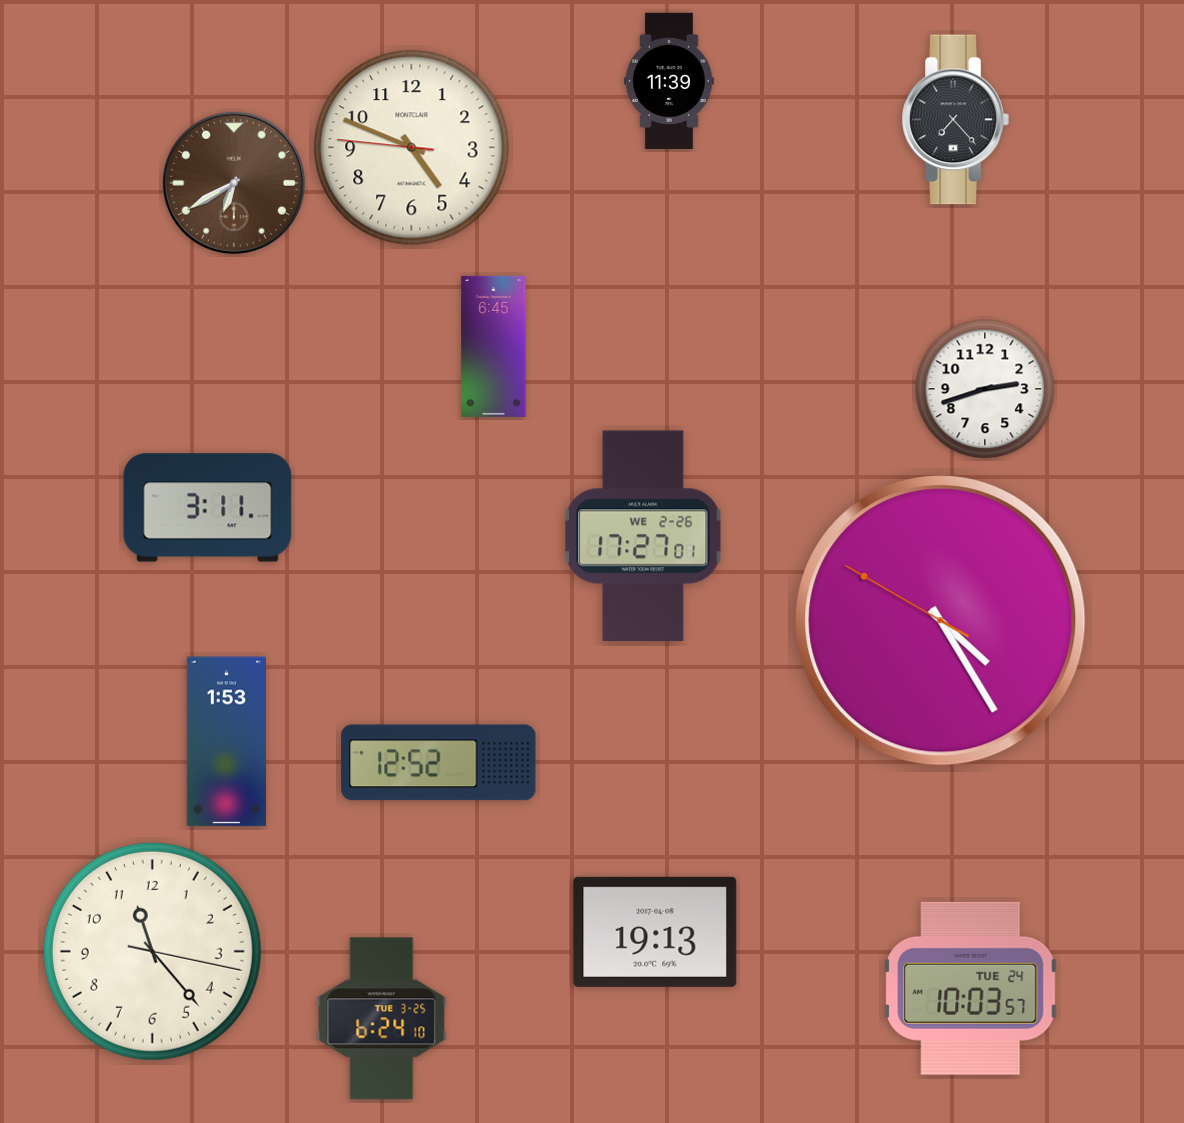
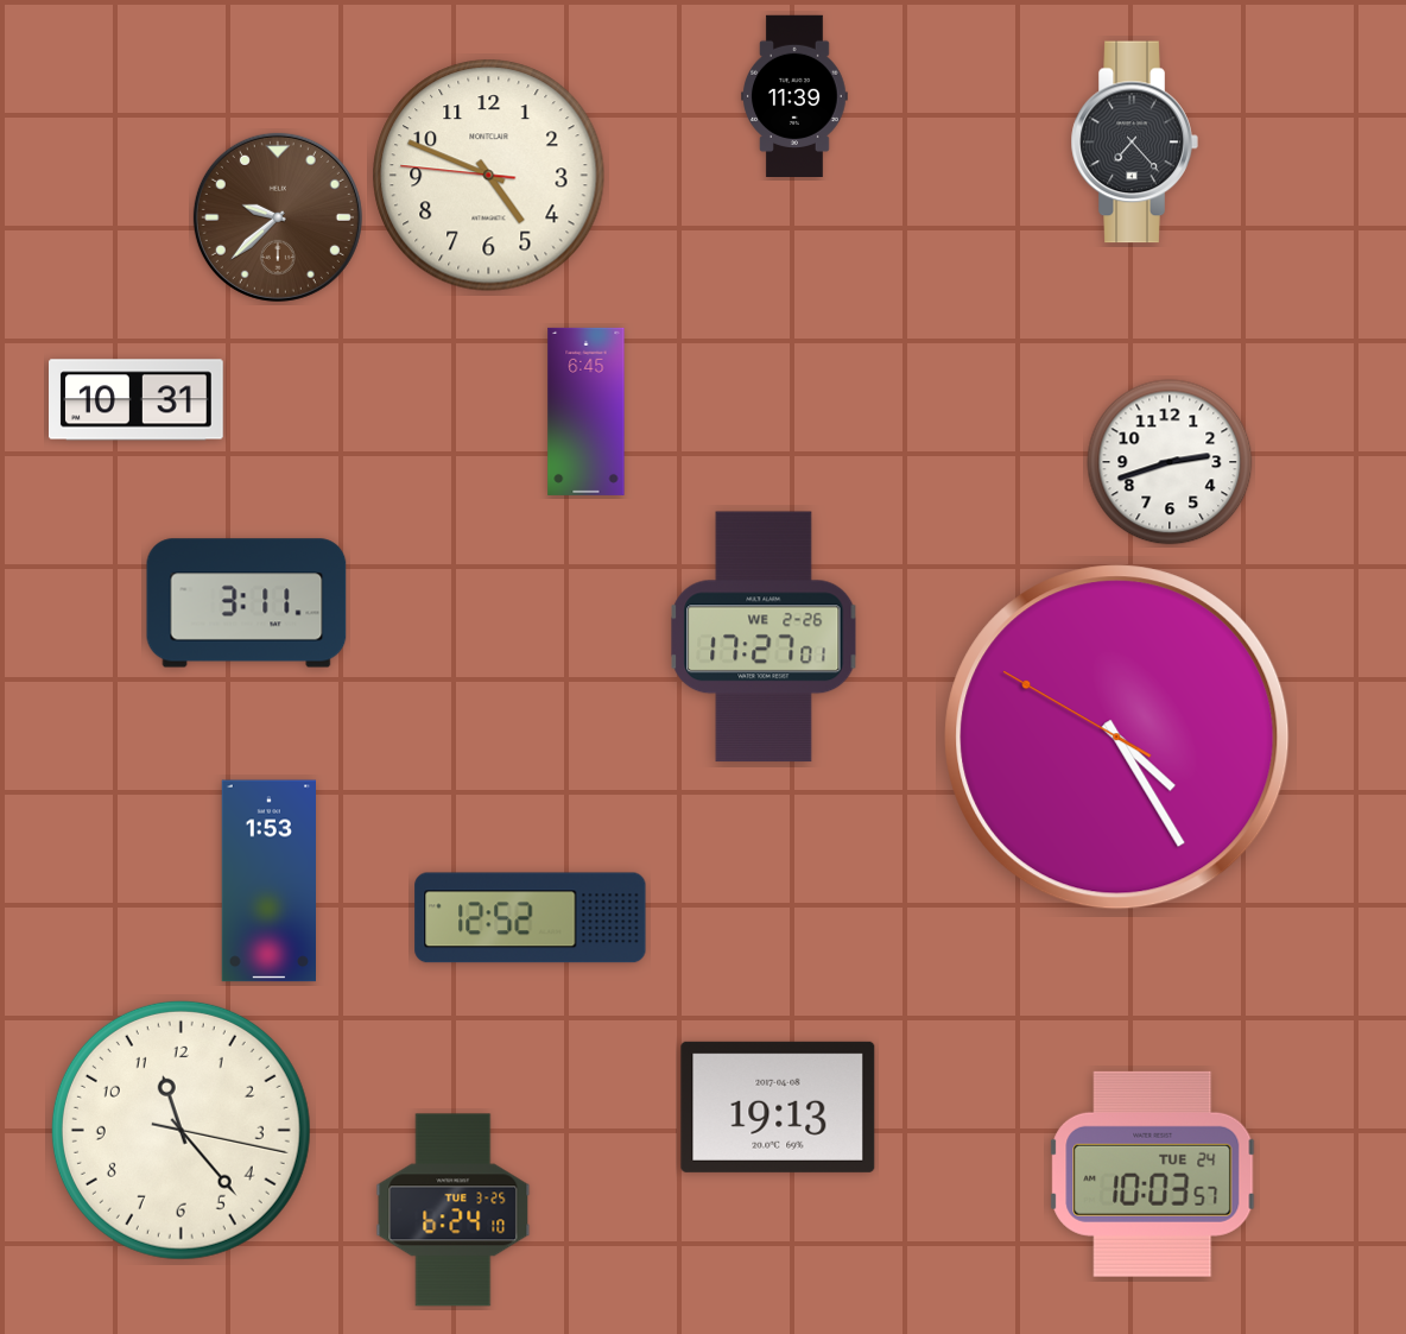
clock at (234, 183): 6:40 -> 9:38
clock at (137, 400): none -> 10:31
clock at (439, 763) position: (439, 763) -> (531, 918)
